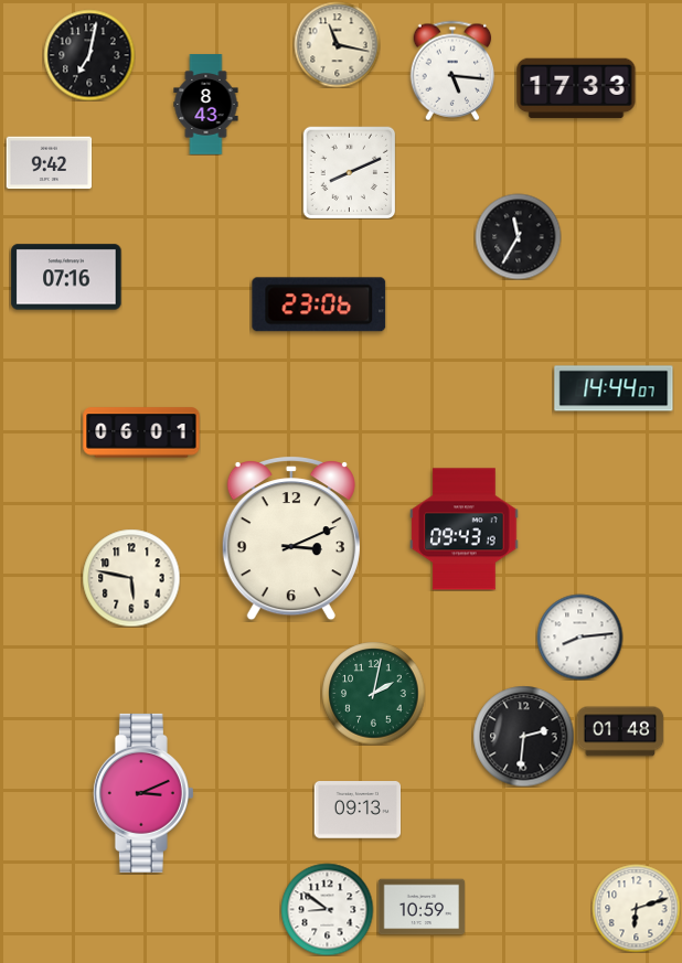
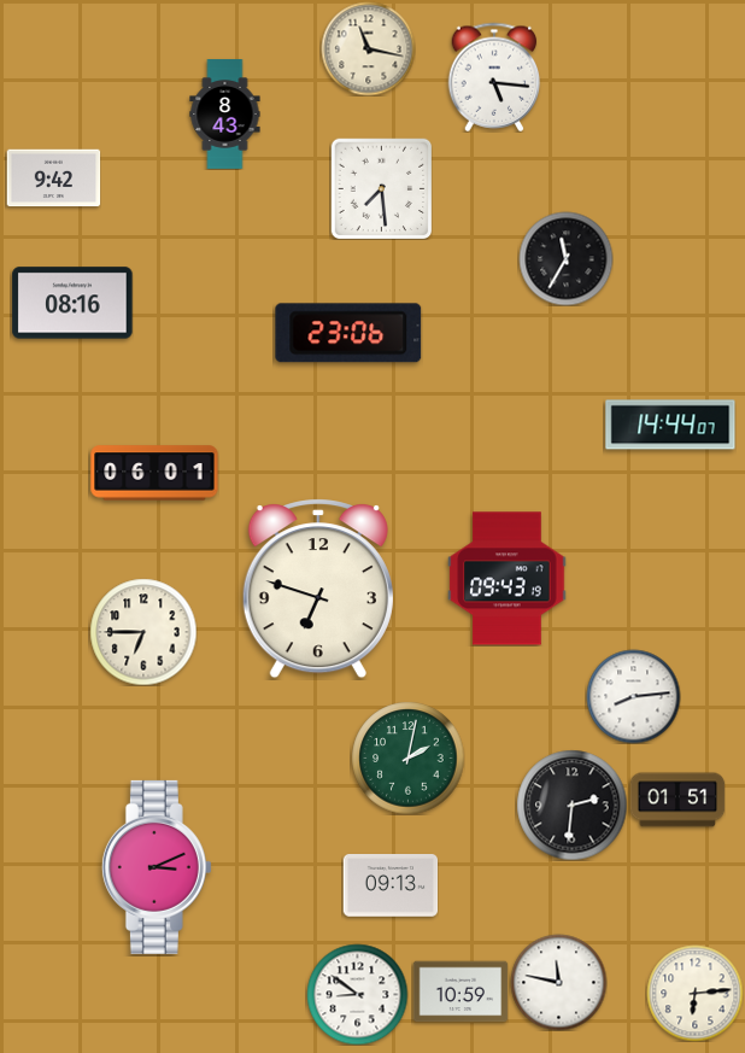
clock at (89, 55): 7:02 -> none
clock at (576, 88): 17:33 -> none
clock at (349, 172): 8:11 -> 7:29
clock at (66, 277): 07:16 -> 08:16
clock at (291, 538): 3:11 -> 6:48
clock at (131, 578): 5:47 -> 6:45
clock at (620, 731): 01:48 -> 01:51
clock at (558, 982): none -> 11:47
clock at (636, 908): 6:12 -> 6:14
